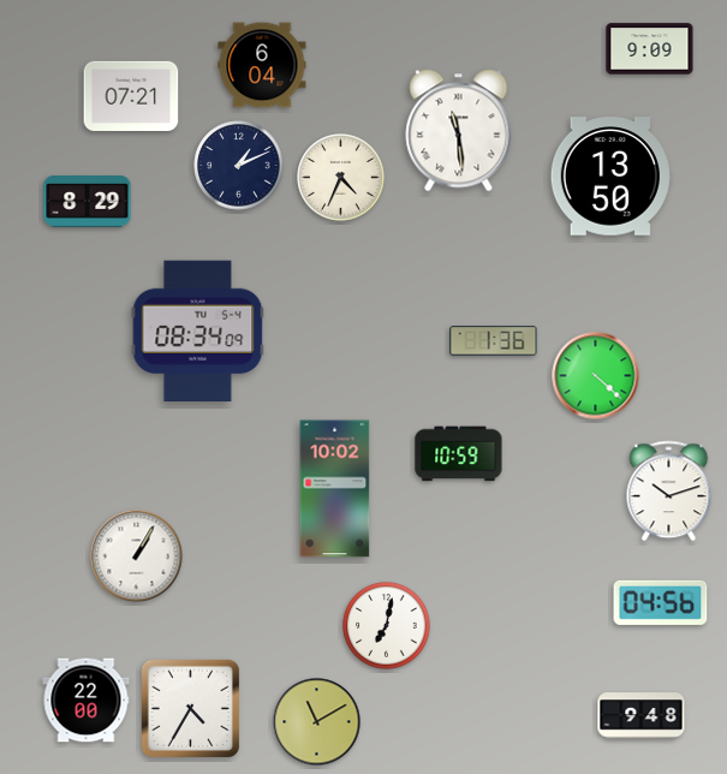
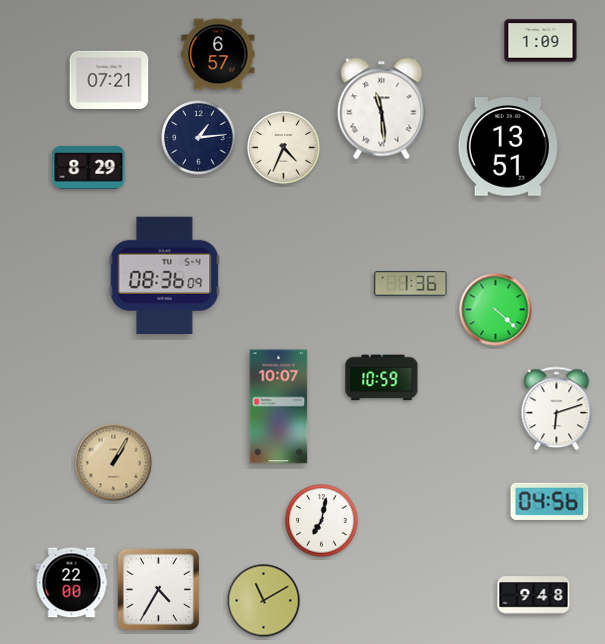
clock at (650, 49): 9:09 -> 1:09
clock at (262, 65): 6:04 -> 6:57
clock at (239, 166): 1:11 -> 1:14
clock at (610, 177): 13:50 -> 13:51
clock at (88, 202) position: (88, 202) -> (89, 168)
clock at (198, 331): 08:34 -> 08:36
clock at (596, 376) position: (596, 376) -> (496, 310)
clock at (335, 489): 10:02 -> 10:07
clock at (669, 492): 10:12 -> 6:12
clock at (137, 556) dial: white -> champagne
